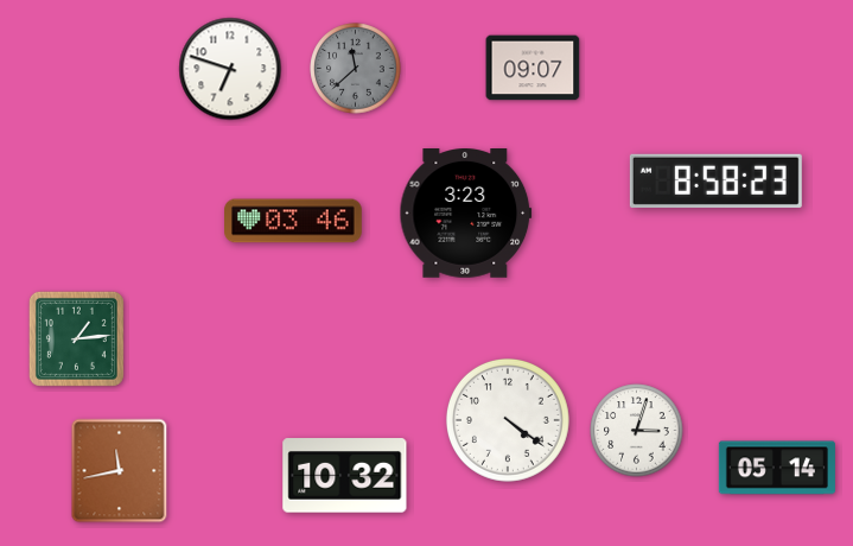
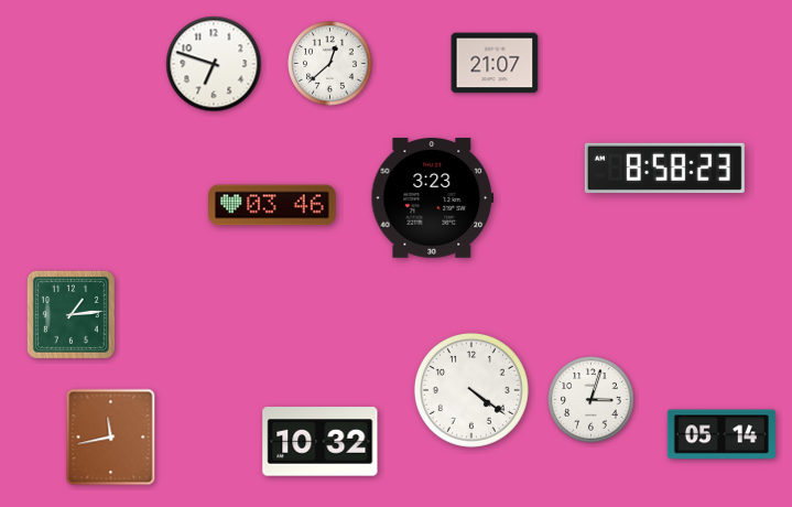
clock at (533, 68): 09:07 -> 21:07
clock at (356, 69): 11:38 -> 12:38
clock at (356, 69) dial: grey -> white
